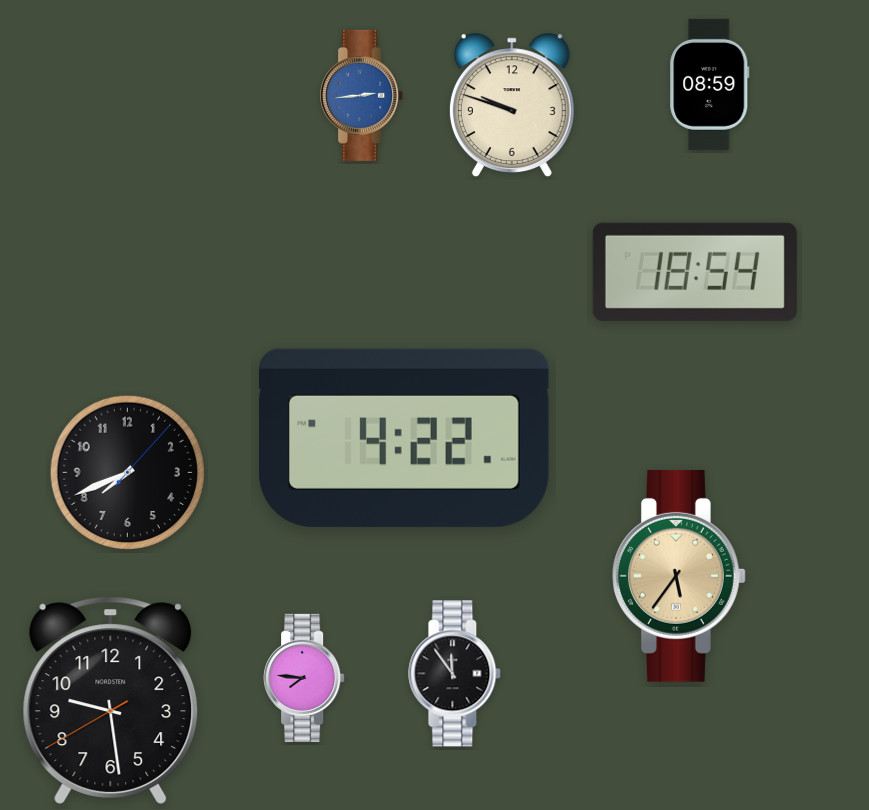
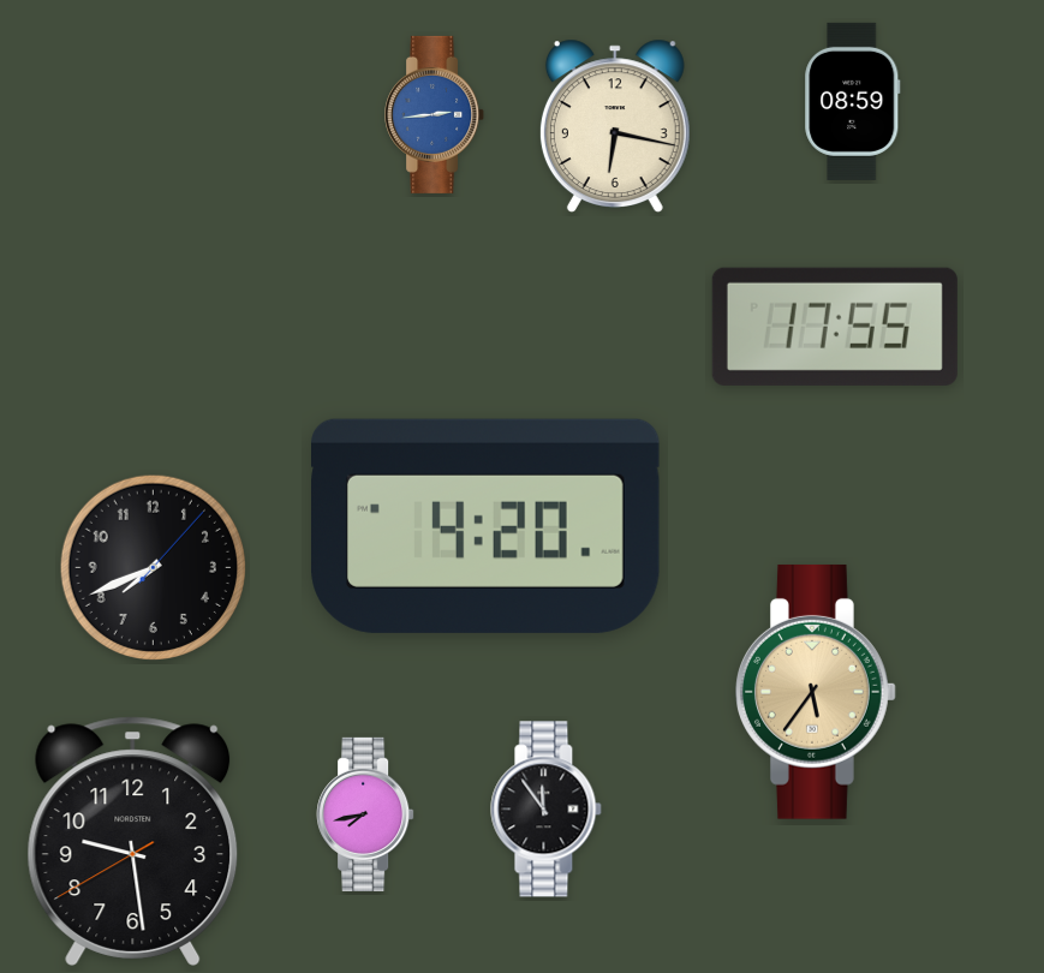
clock at (512, 104): 9:48 -> 6:17
clock at (695, 272): 18:54 -> 17:55
clock at (405, 438): 4:22 -> 4:20
clock at (304, 678): 7:46 -> 7:43
